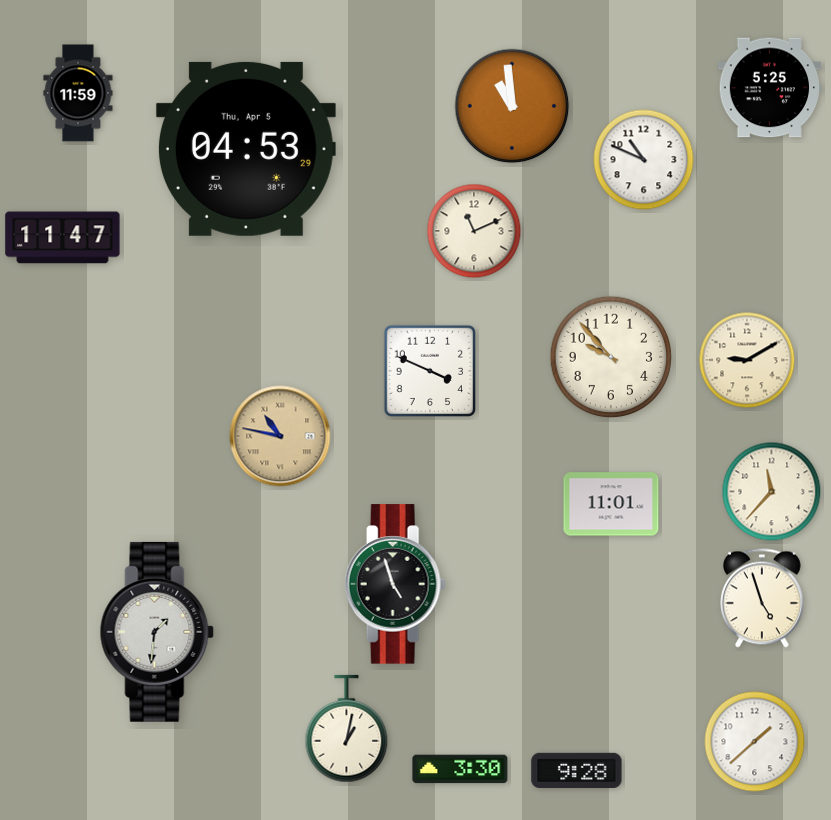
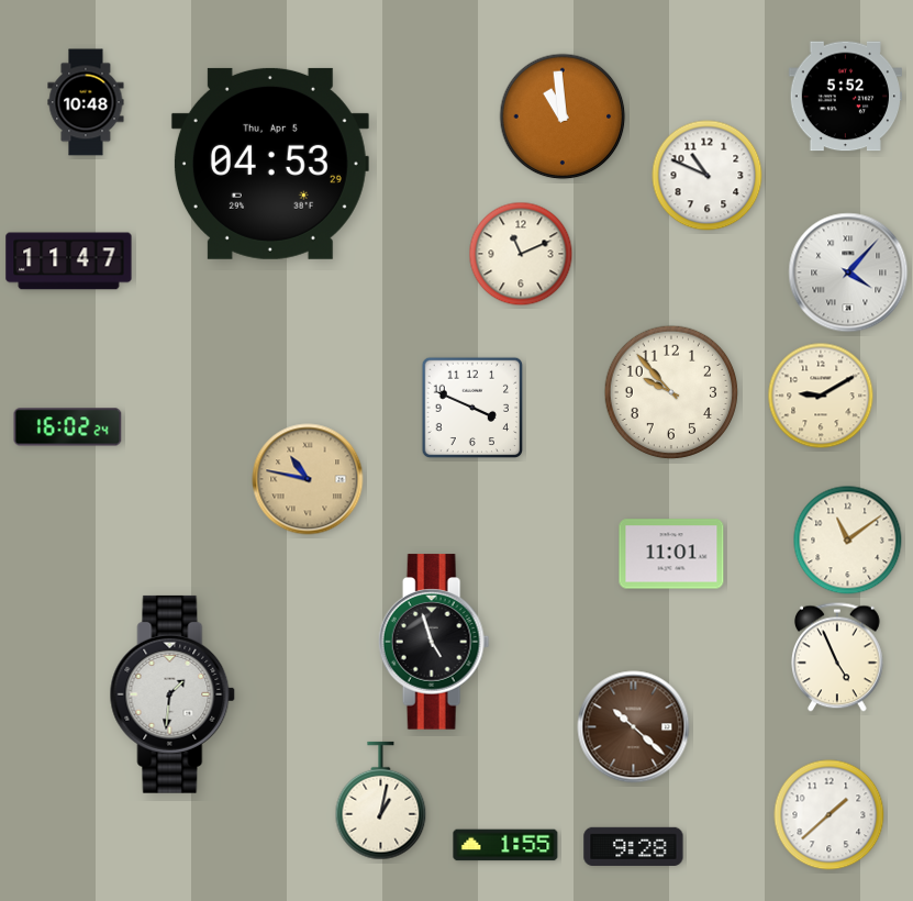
clock at (770, 88): 5:25 -> 5:52
clock at (78, 93): 11:59 -> 10:48
clock at (848, 272): none -> 4:07
clock at (68, 427): none -> 16:02
clock at (772, 492): 11:37 -> 11:09
clock at (763, 598): 4:57 -> 4:56
clock at (634, 727): none -> 10:22
clock at (460, 769): 3:30 -> 1:55
